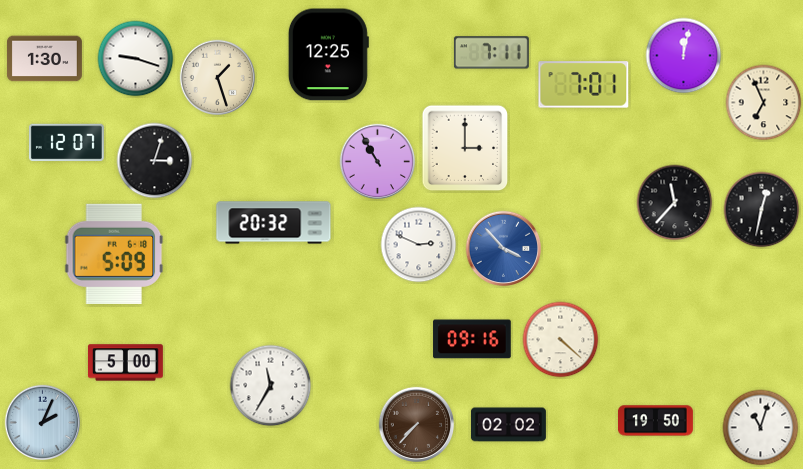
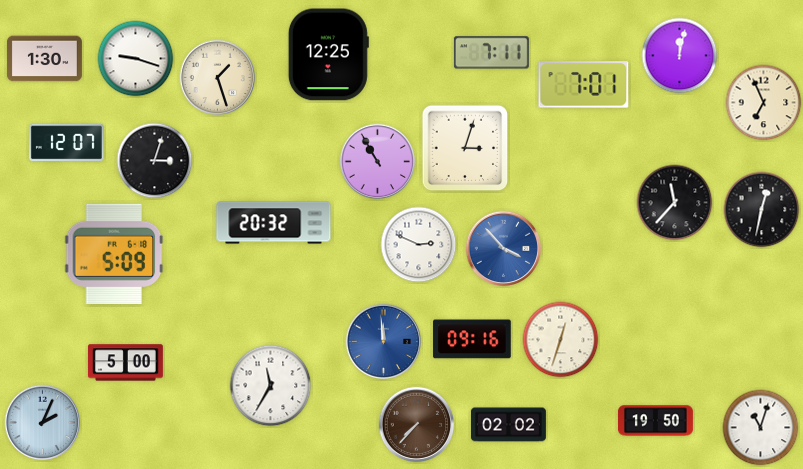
clock at (684, 56) position: (684, 56) -> (680, 56)
clock at (465, 148): 3:00 -> 3:03
clock at (561, 340): 4:22 -> 12:33
clock at (384, 342): none -> 11:59
